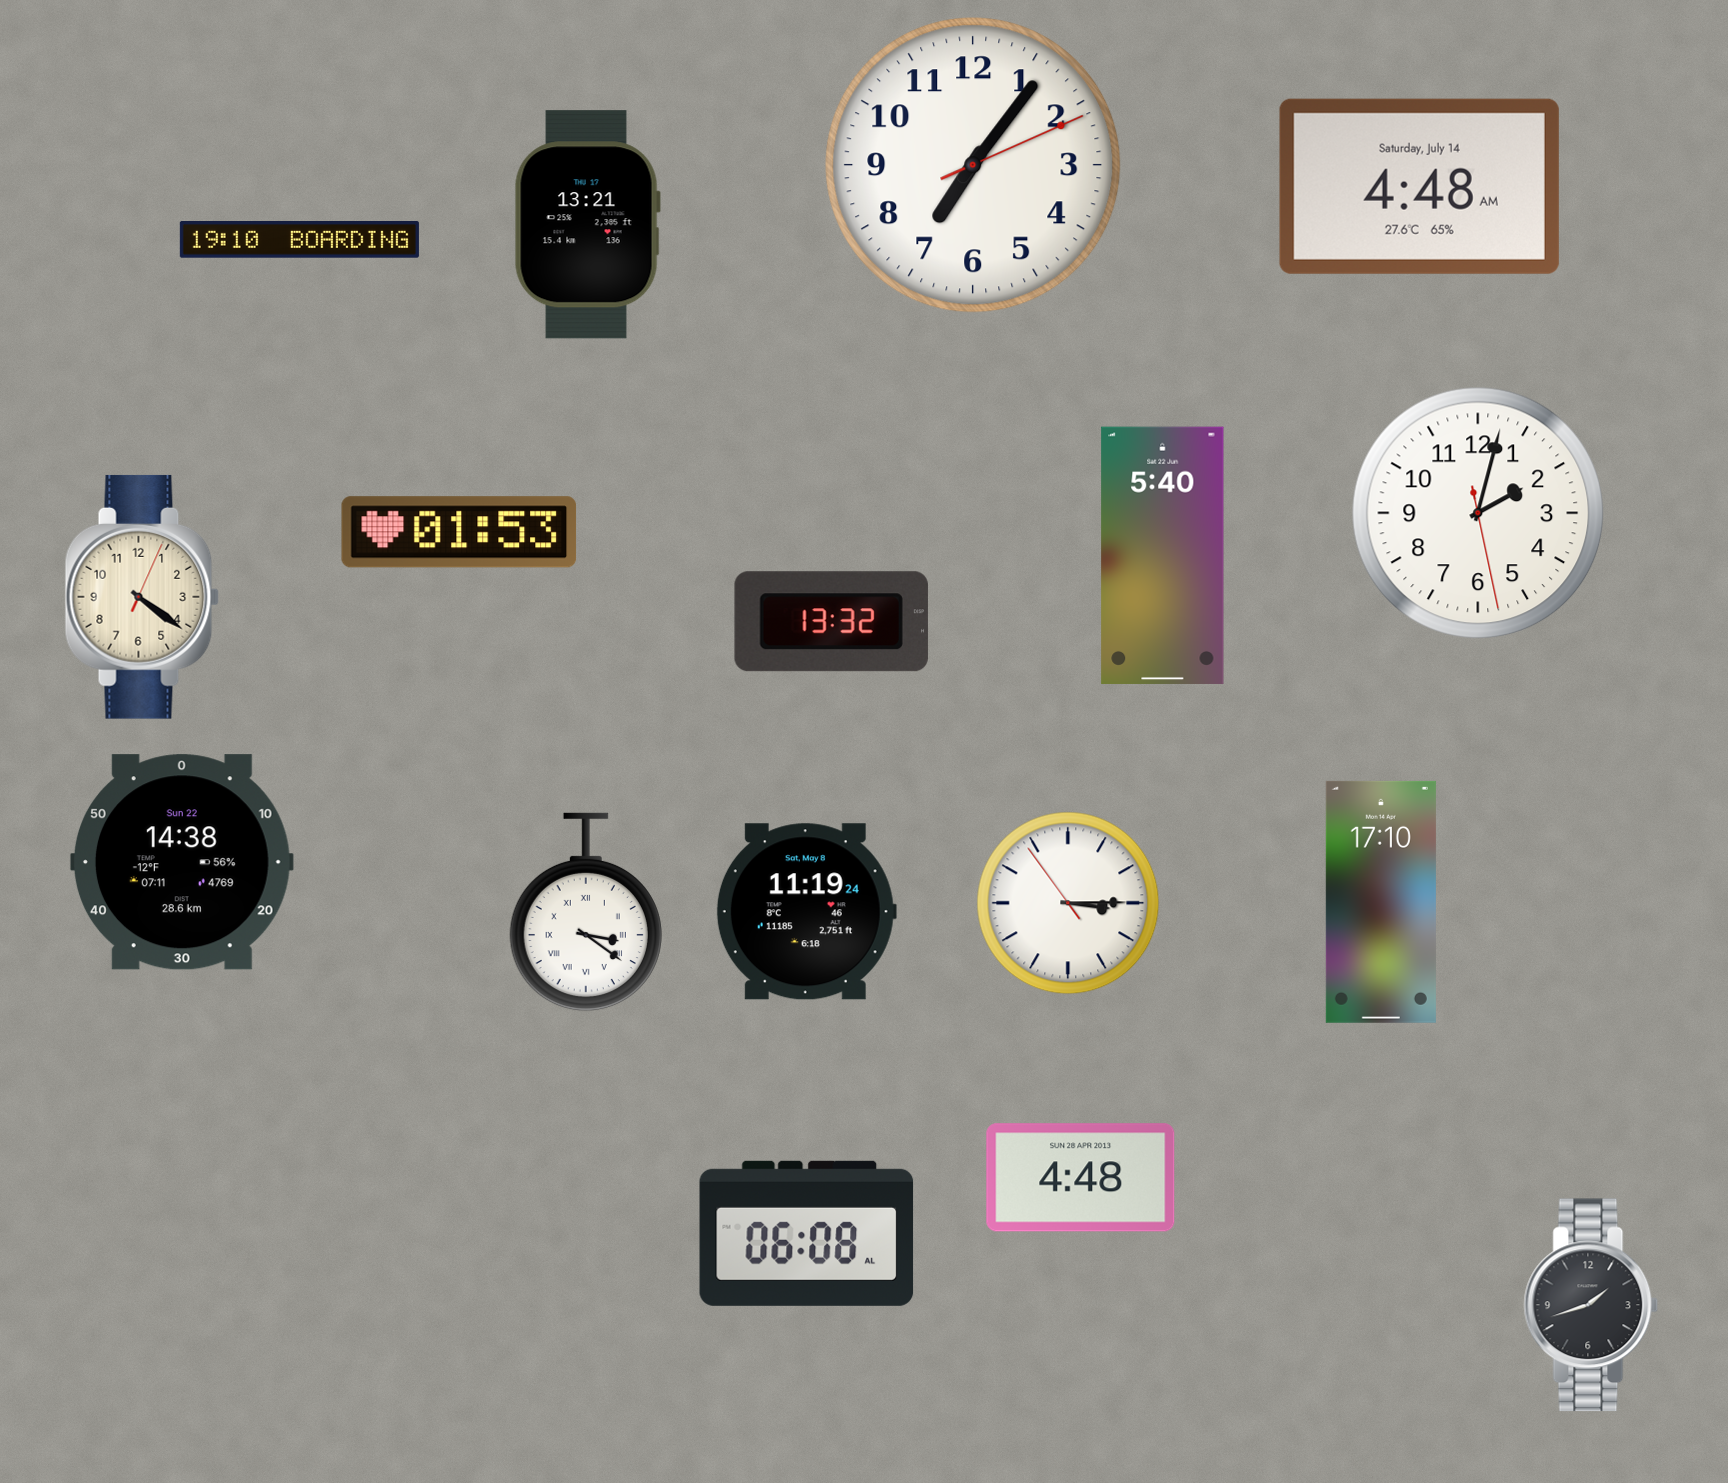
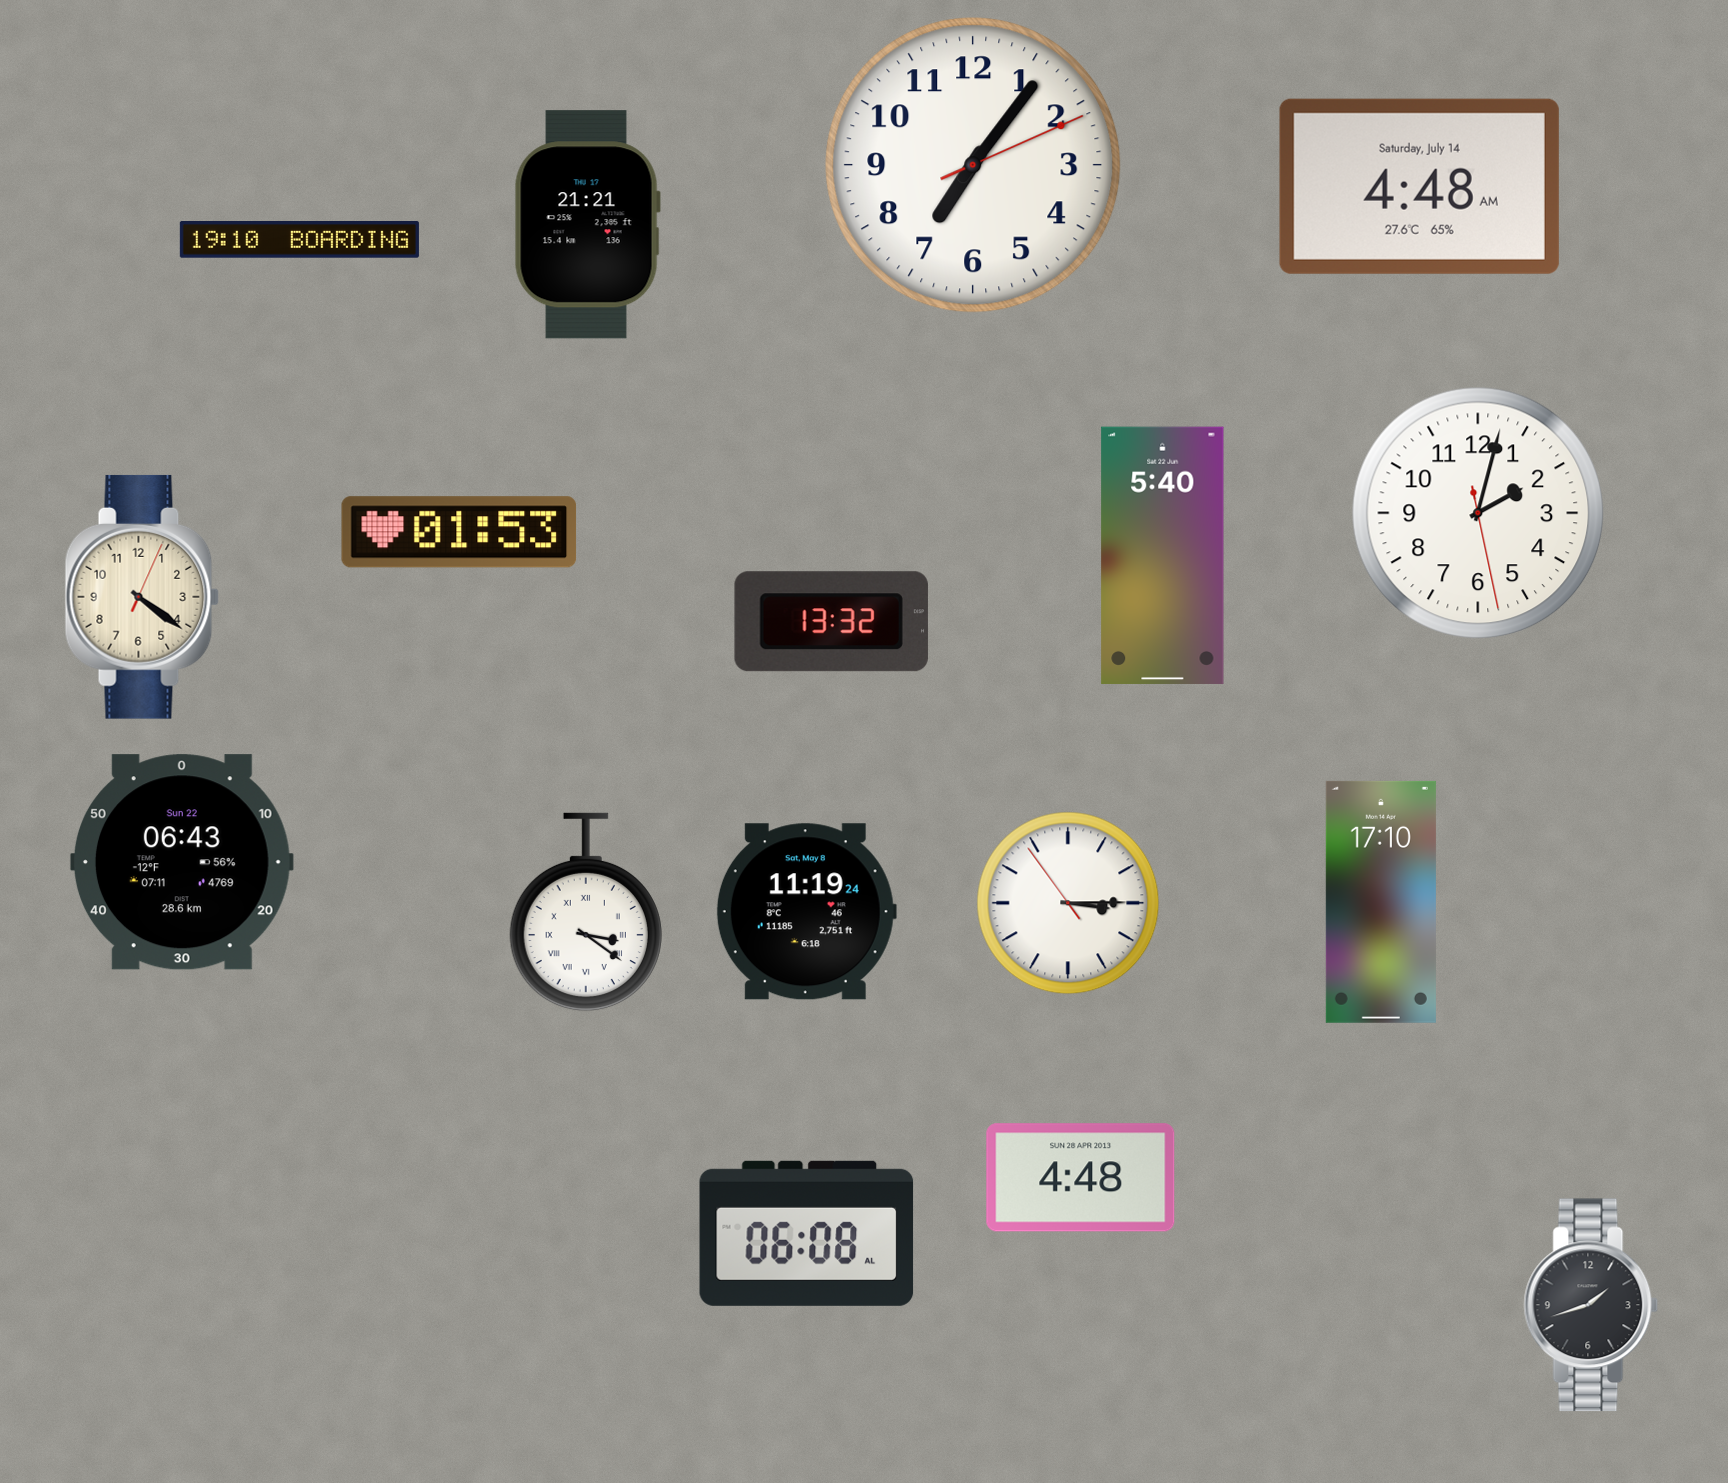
clock at (587, 225): 13:21 -> 21:21
clock at (182, 862): 14:38 -> 06:43
